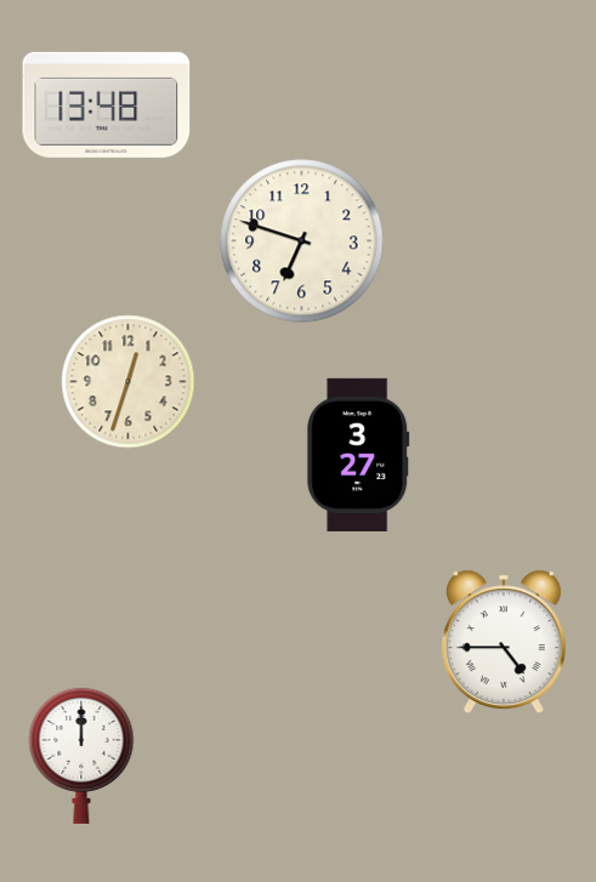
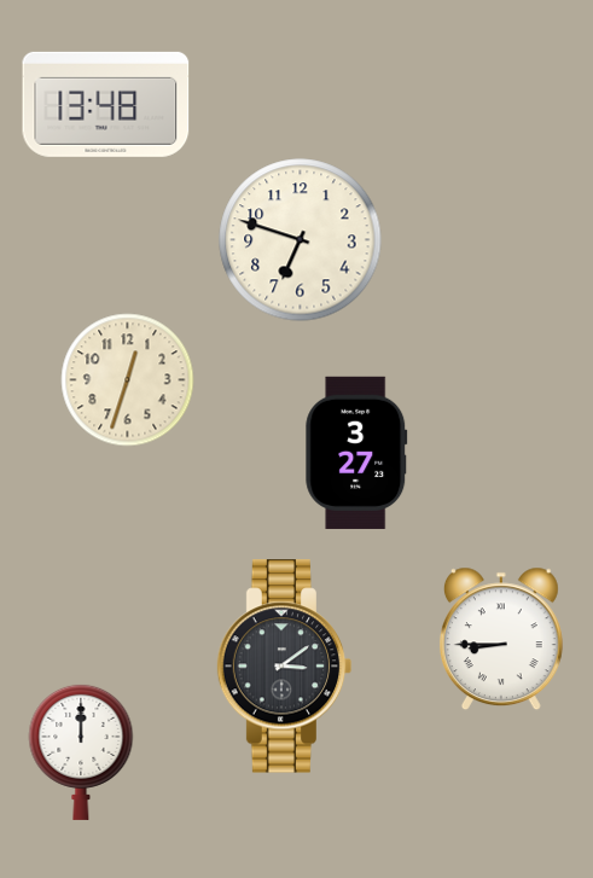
clock at (504, 642): 4:45 -> 8:45
clock at (285, 667): none -> 3:09
